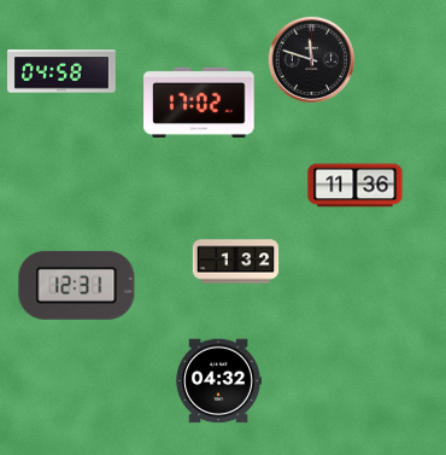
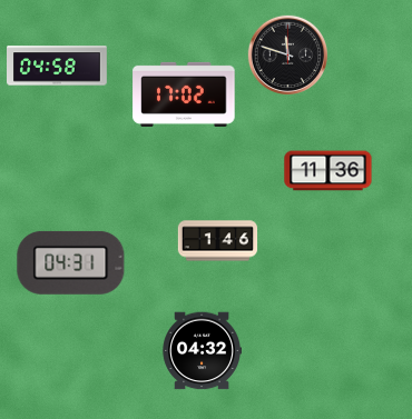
clock at (236, 262): 1:32 -> 1:46
clock at (77, 285): 12:31 -> 04:31
